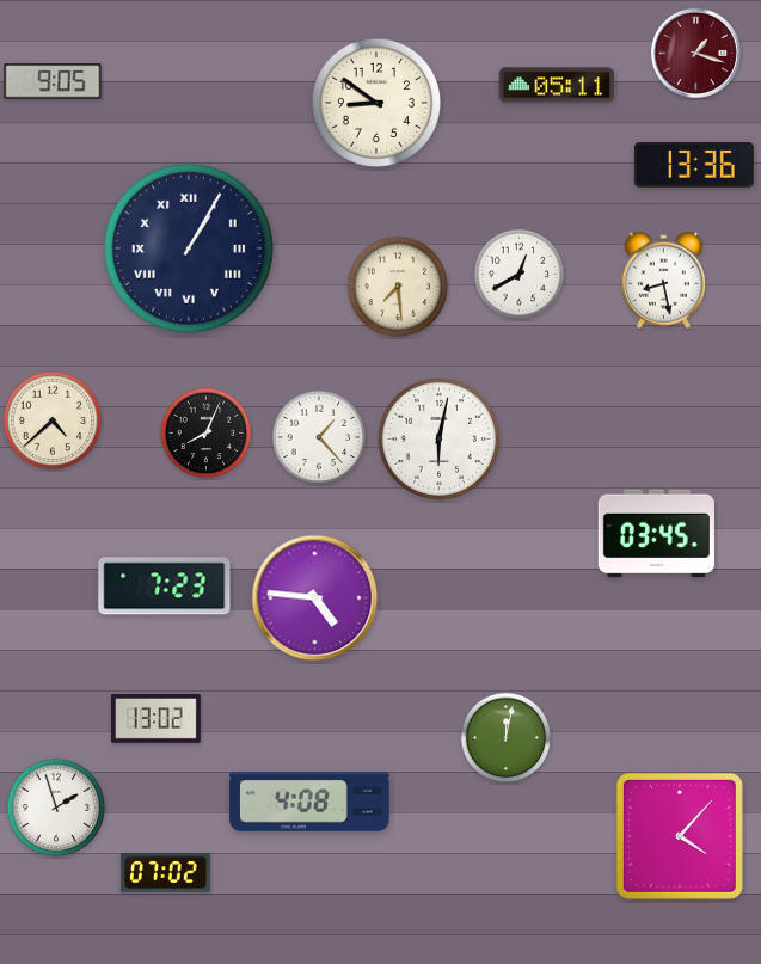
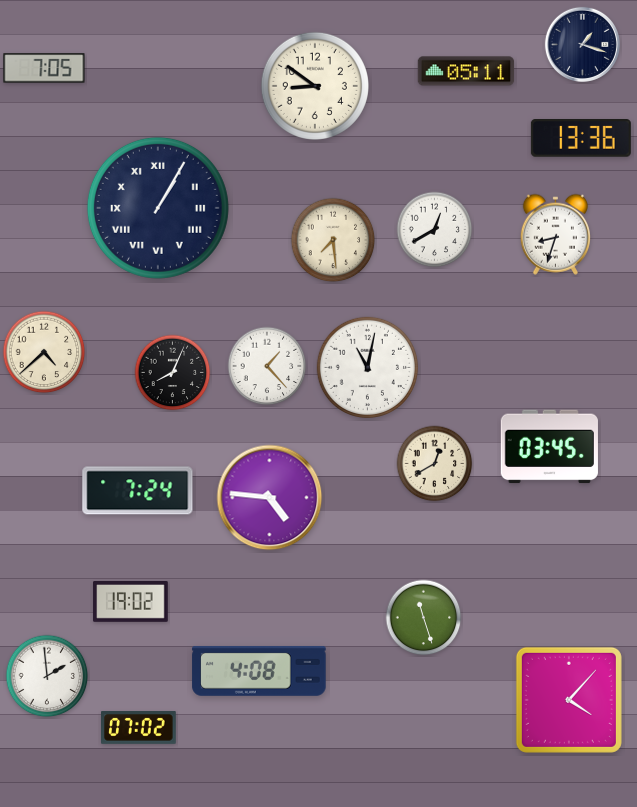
clock at (695, 53) dial: burgundy -> navy
clock at (53, 81): 9:05 -> 7:05
clock at (663, 280): 8:28 -> 8:33
clock at (207, 434) position: (207, 434) -> (173, 373)
clock at (438, 438): 6:02 -> 11:02
clock at (435, 464): none -> 12:40
clock at (165, 587): 7:23 -> 7:24
clock at (315, 598) position: (315, 598) -> (270, 498)
clock at (157, 719): 13:02 -> 19:02
clock at (507, 738): 12:02 -> 11:27
clock at (56, 808): 1:57 -> 1:59
clock at (166, 873) position: (166, 873) -> (139, 728)
